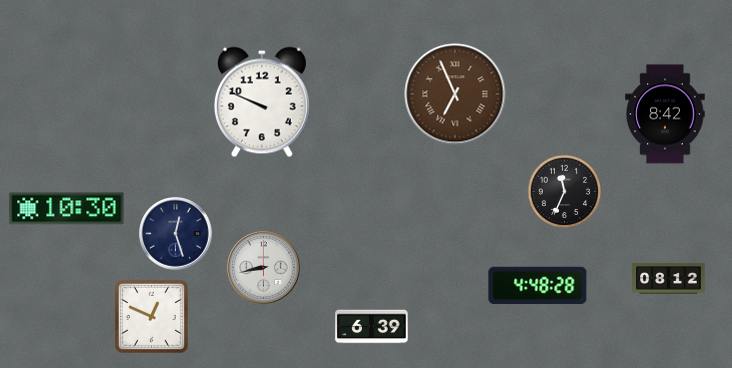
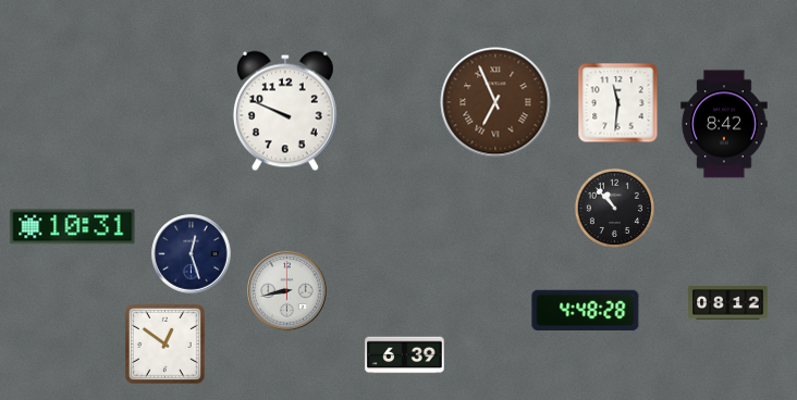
clock at (618, 103): none -> 11:31
clock at (564, 191): 11:34 -> 10:53
clock at (67, 209): 10:30 -> 10:31
clock at (152, 317): 12:49 -> 12:51
